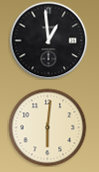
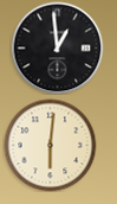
clock at (47, 127) position: (47, 127) -> (50, 145)
